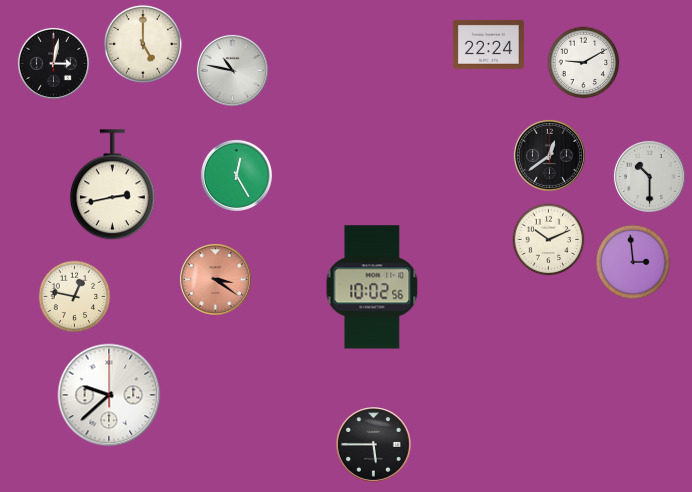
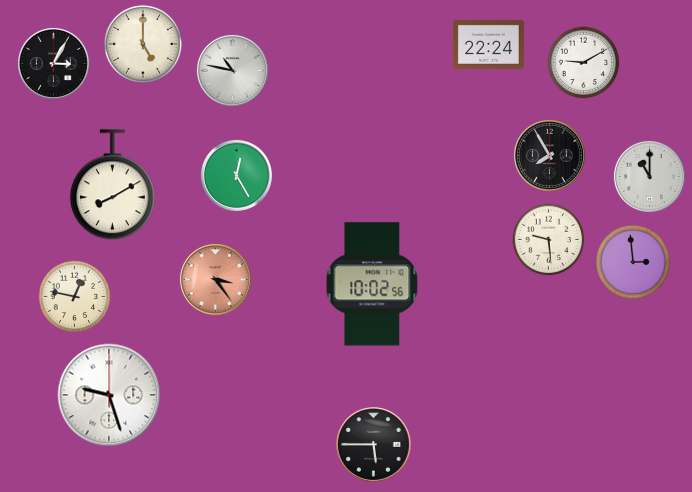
clock at (53, 63): 3:02 -> 3:05
clock at (549, 155): 12:39 -> 7:55
clock at (649, 176): 10:30 -> 11:00
clock at (112, 185): 2:43 -> 8:10
clock at (549, 240): 10:11 -> 9:29
clock at (215, 279): 3:21 -> 3:24
clock at (372, 287) position: (372, 287) -> (372, 284)
clock at (109, 395): 9:38 -> 9:27
